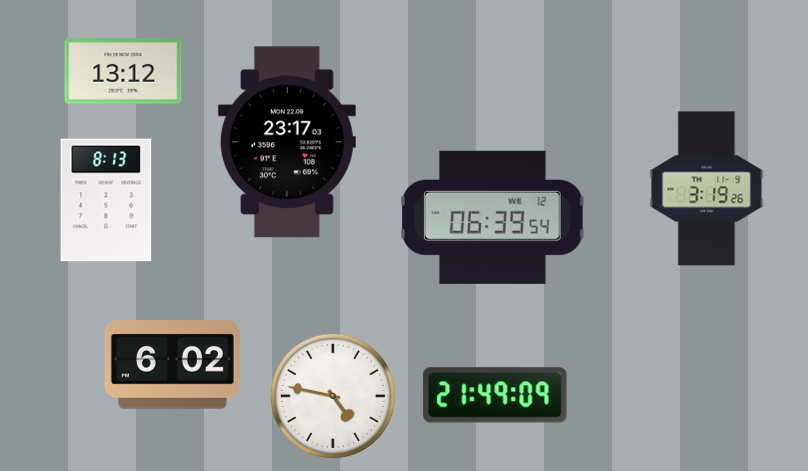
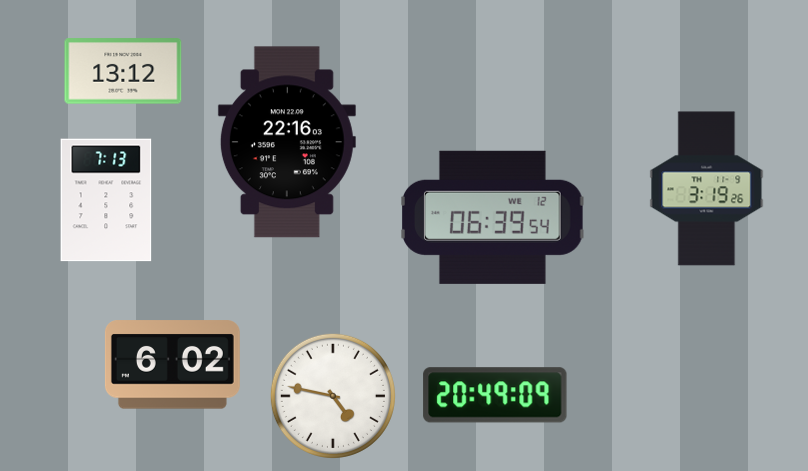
clock at (287, 142): 23:17 -> 22:16
clock at (106, 200): 8:13 -> 7:13
clock at (495, 395): 21:49 -> 20:49
